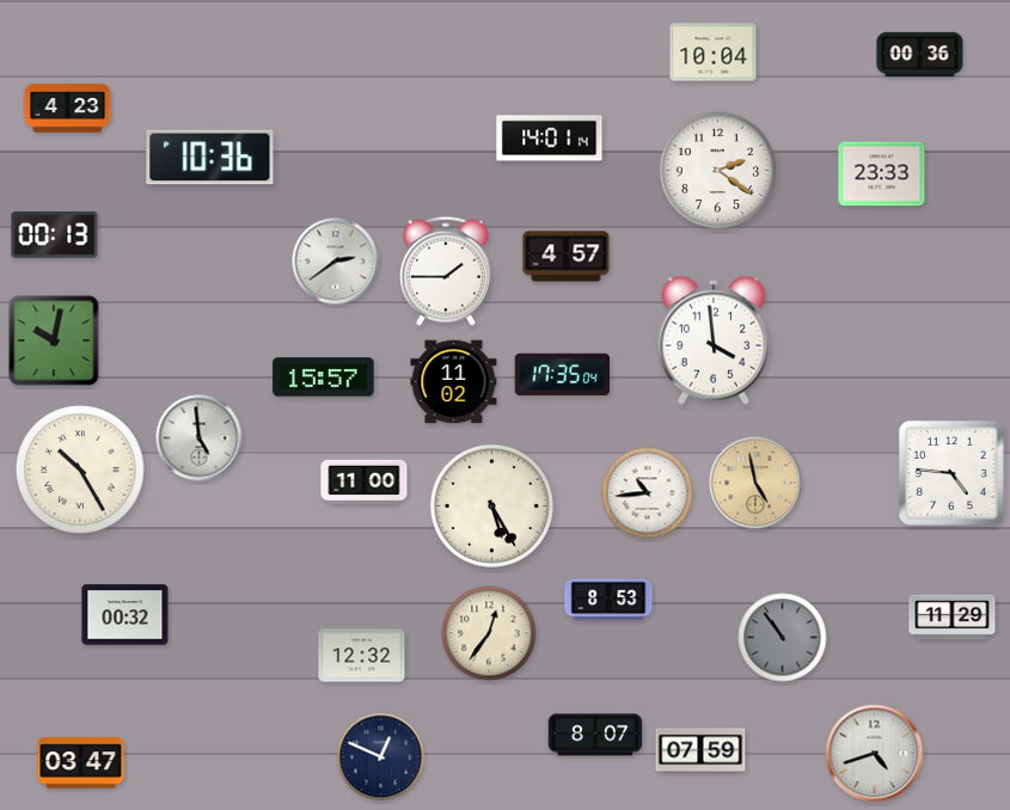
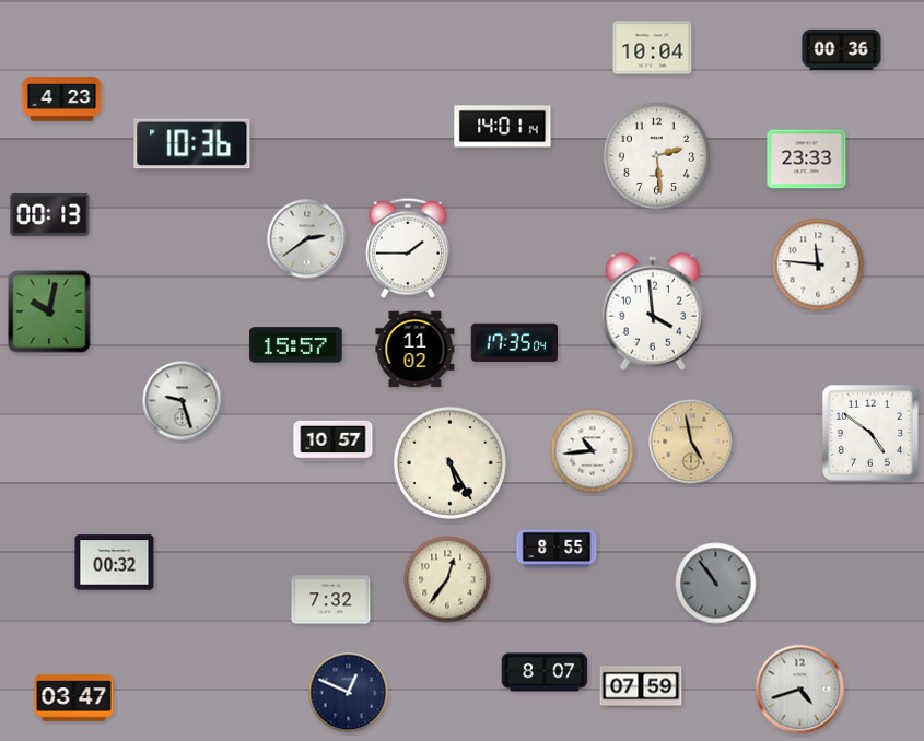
clock at (718, 171): 2:21 -> 2:29
clock at (567, 257): 4:57 -> none
clock at (818, 264): none -> 11:46
clock at (200, 438): 4:59 -> 9:27
clock at (80, 470): 10:25 -> none
clock at (951, 473): 4:46 -> 4:51
clock at (365, 481): 11:00 -> 10:57
clock at (608, 600): 8:53 -> 8:55
clock at (953, 618): 11:29 -> none
clock at (362, 656): 12:32 -> 7:32
